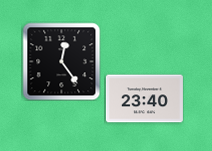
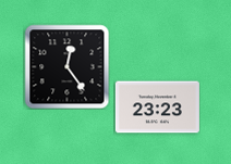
clock at (144, 99): 23:40 -> 23:23
